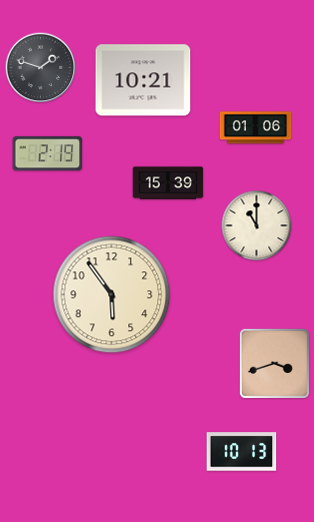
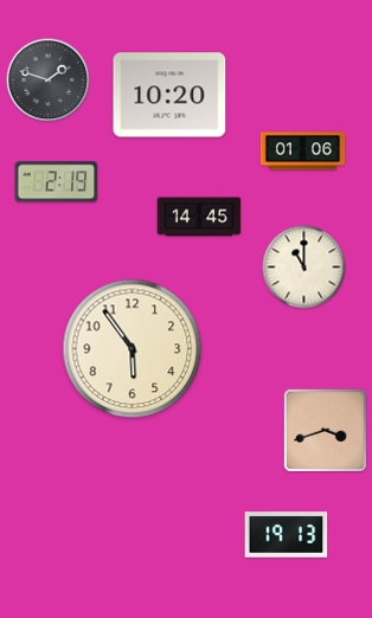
clock at (143, 80): 10:21 -> 10:20
clock at (168, 183): 15:39 -> 14:45
clock at (242, 452): 10:13 -> 19:13
